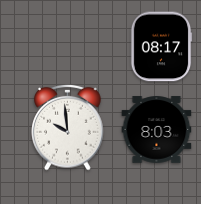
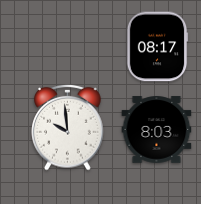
clock at (161, 47) position: (161, 47) -> (157, 47)
